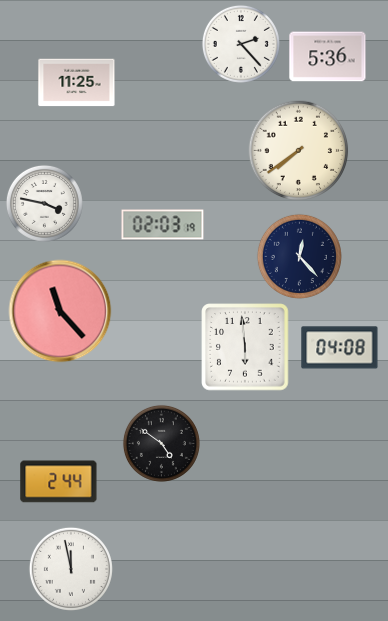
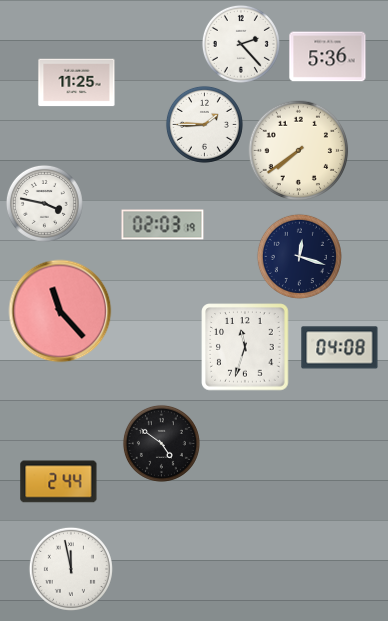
clock at (204, 124): none -> 1:45
clock at (299, 256): 12:23 -> 12:18
clock at (245, 347): 5:59 -> 11:33
